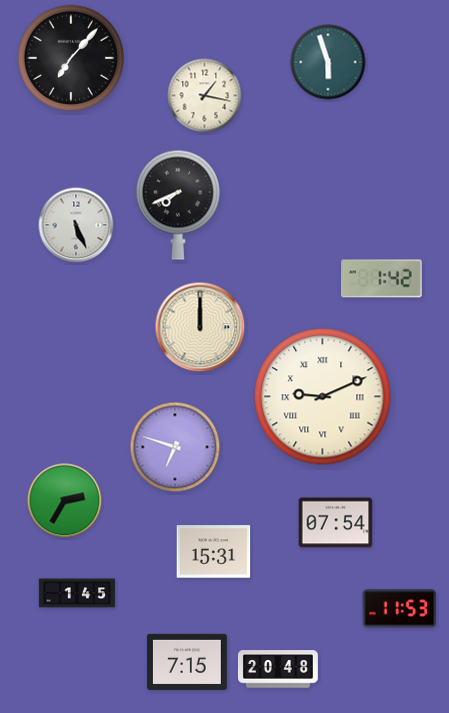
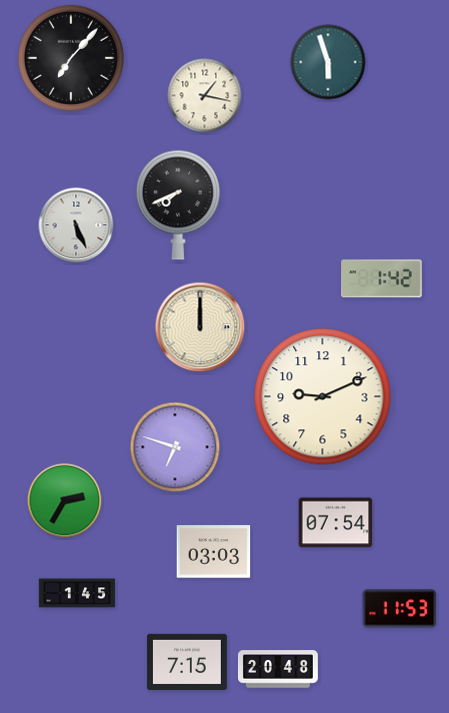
clock at (323, 397) numerals: Roman -> Arabic
clock at (214, 552): 15:31 -> 03:03
